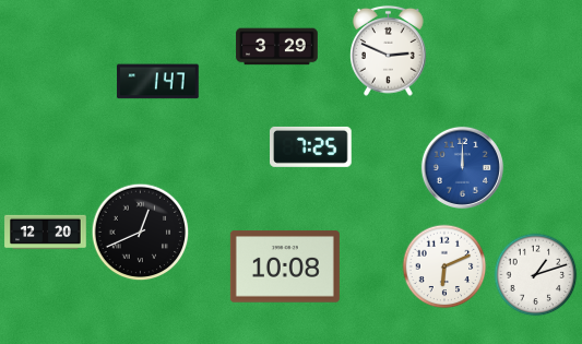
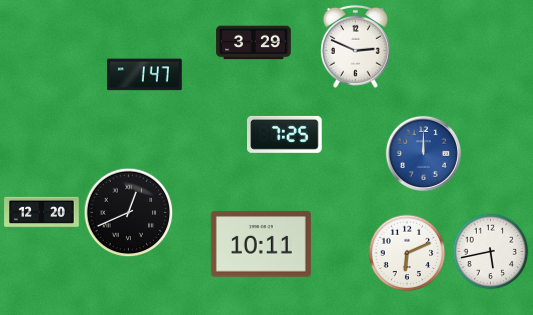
clock at (285, 266): 10:08 -> 10:11
clock at (444, 266) position: (444, 266) -> (407, 253)
clock at (536, 275): 1:12 -> 5:43
